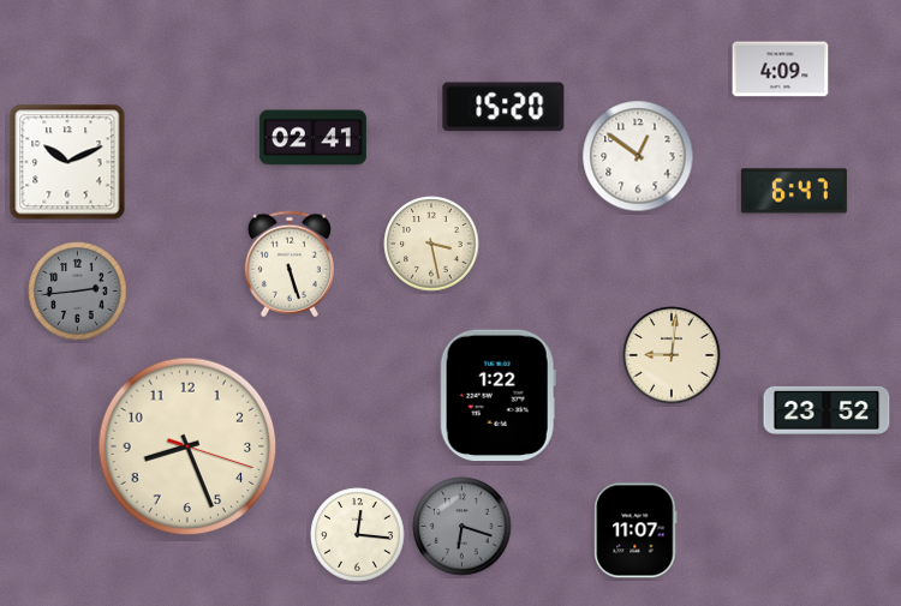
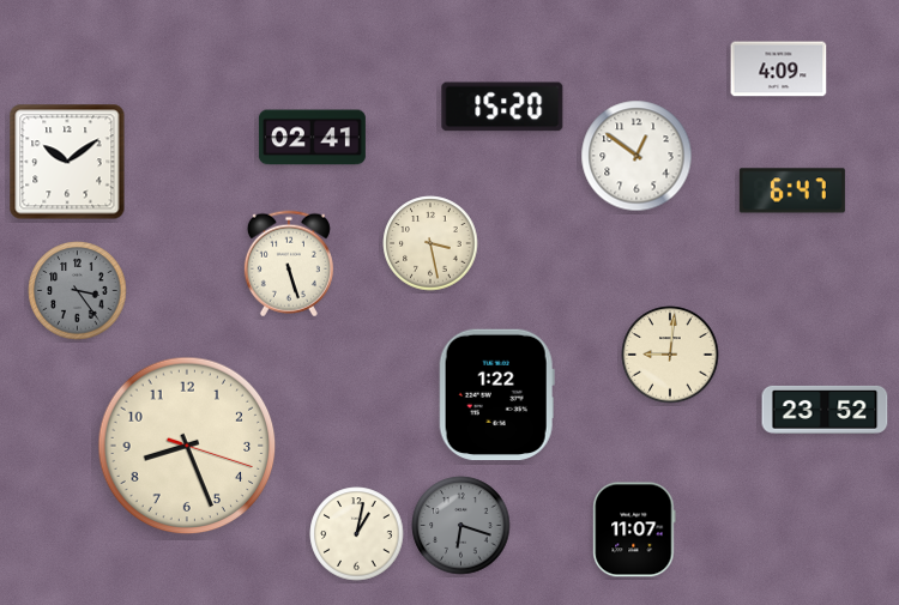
clock at (67, 162): 10:11 -> 10:09
clock at (78, 292): 2:44 -> 3:24
clock at (358, 535): 12:16 -> 1:02
